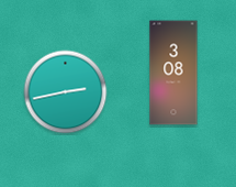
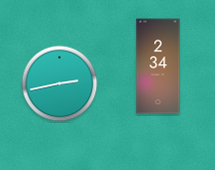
clock at (173, 73): 3:08 -> 2:34
